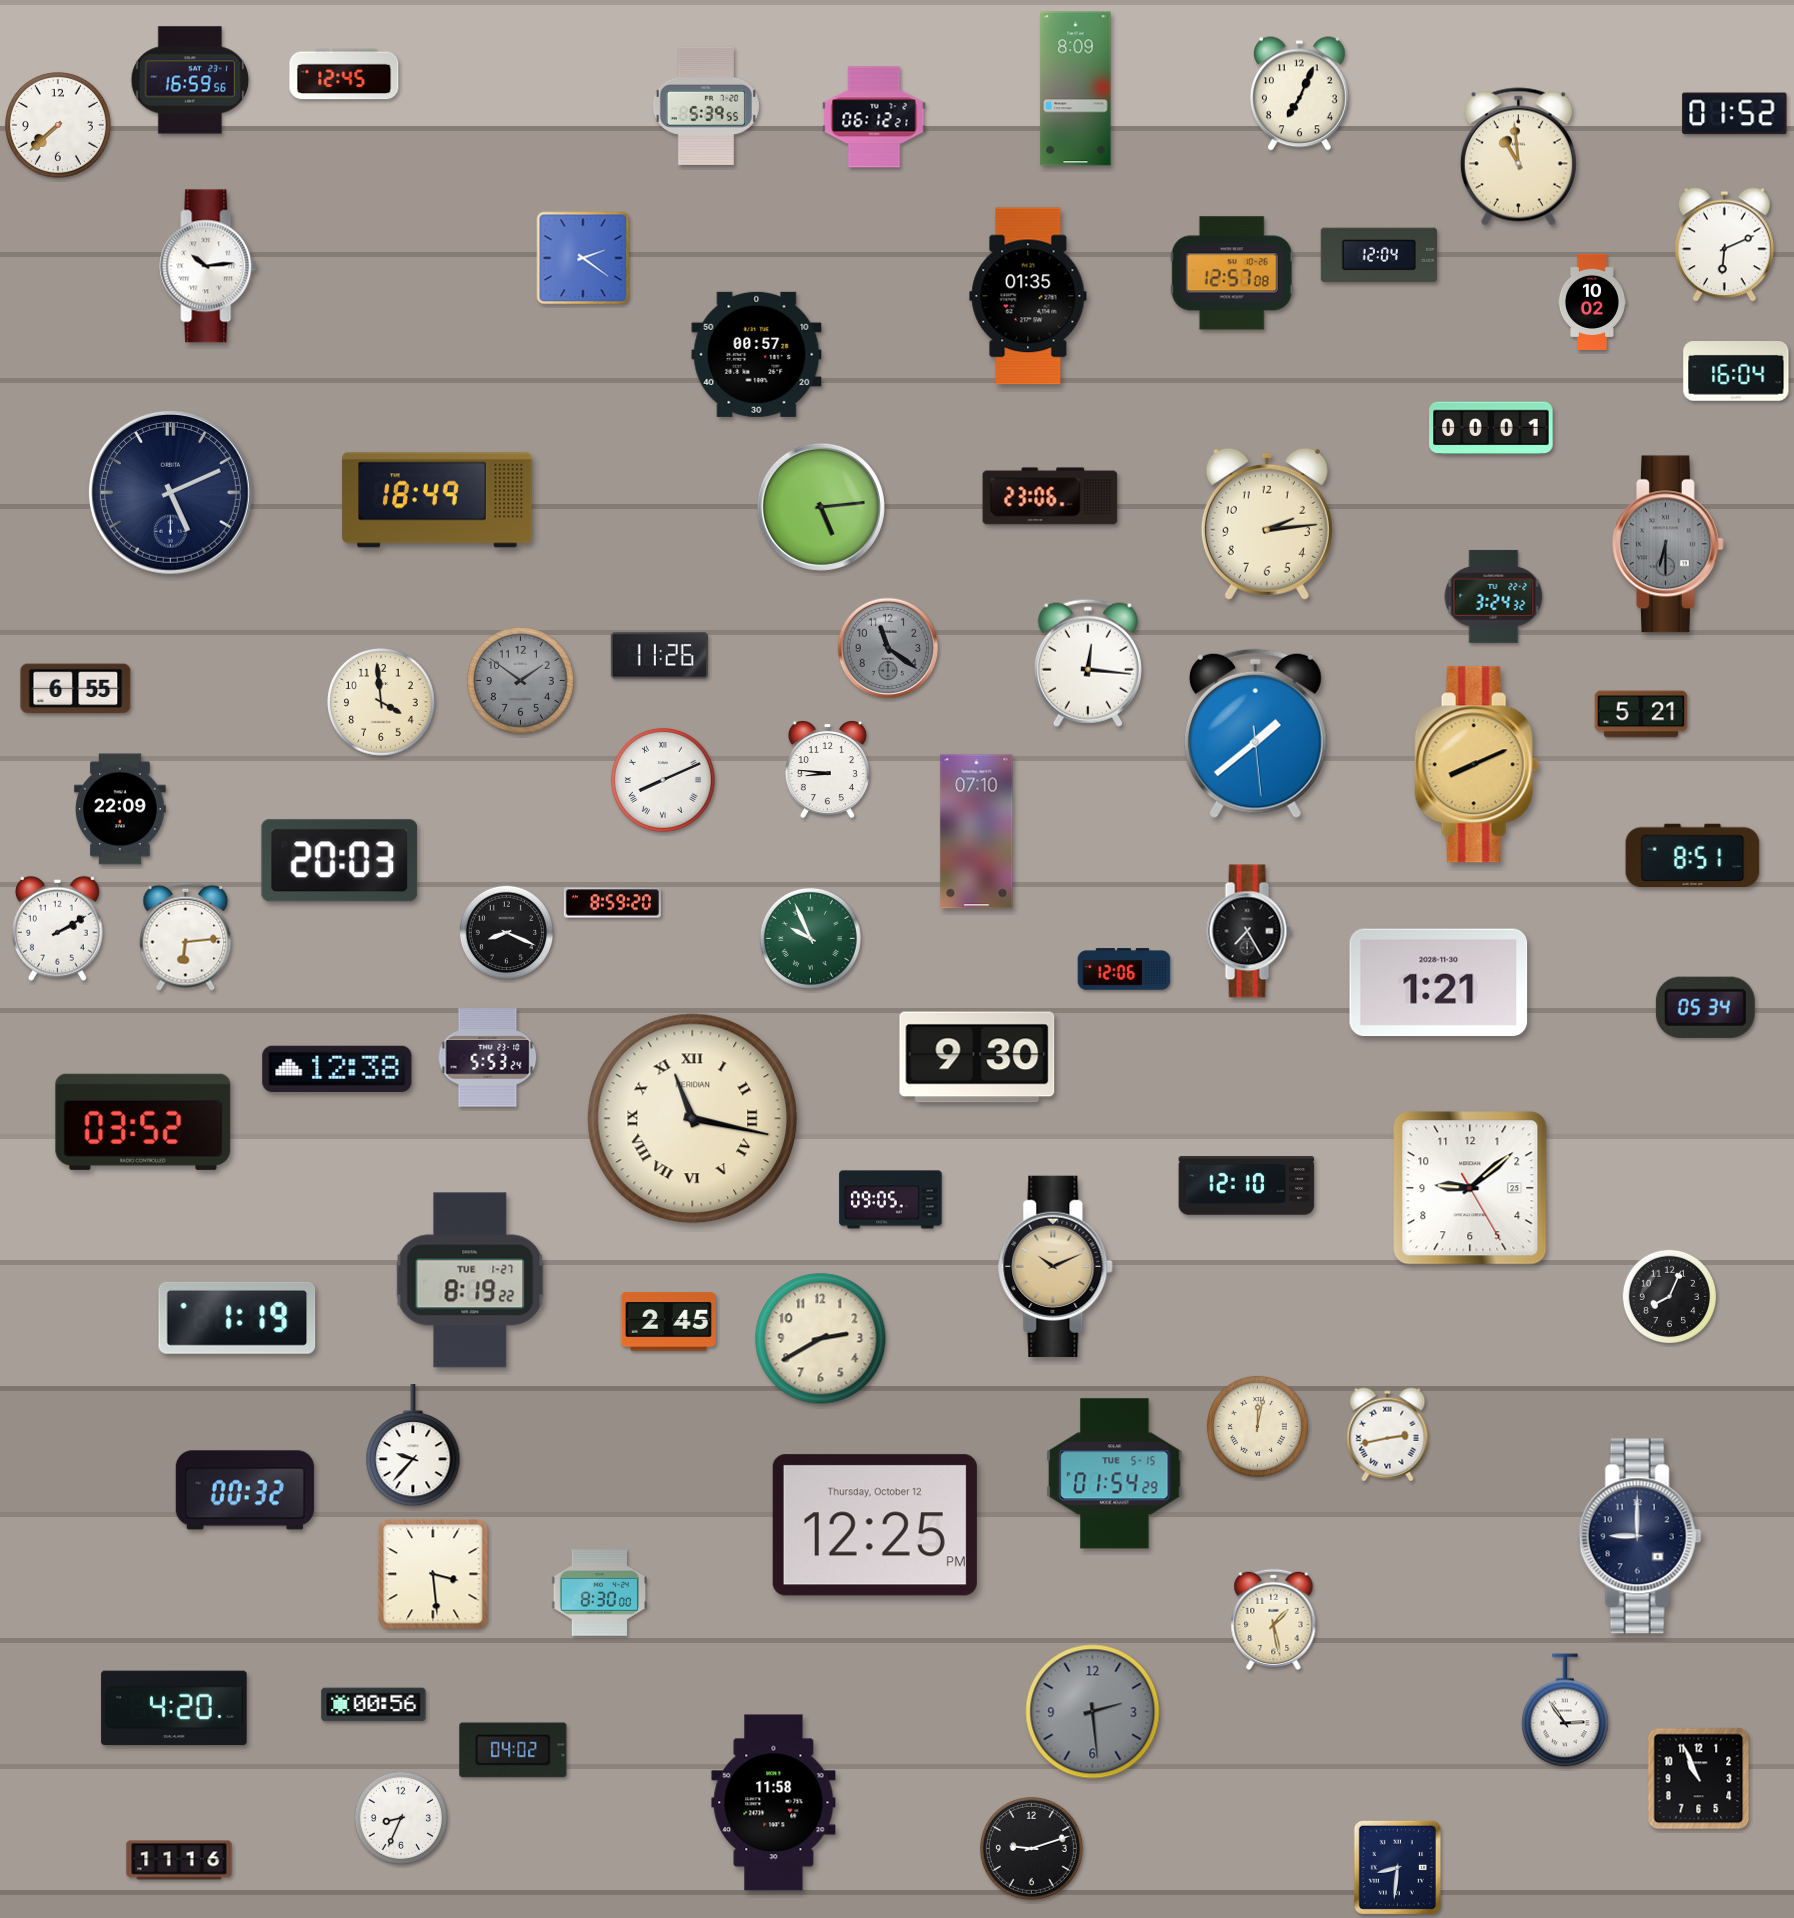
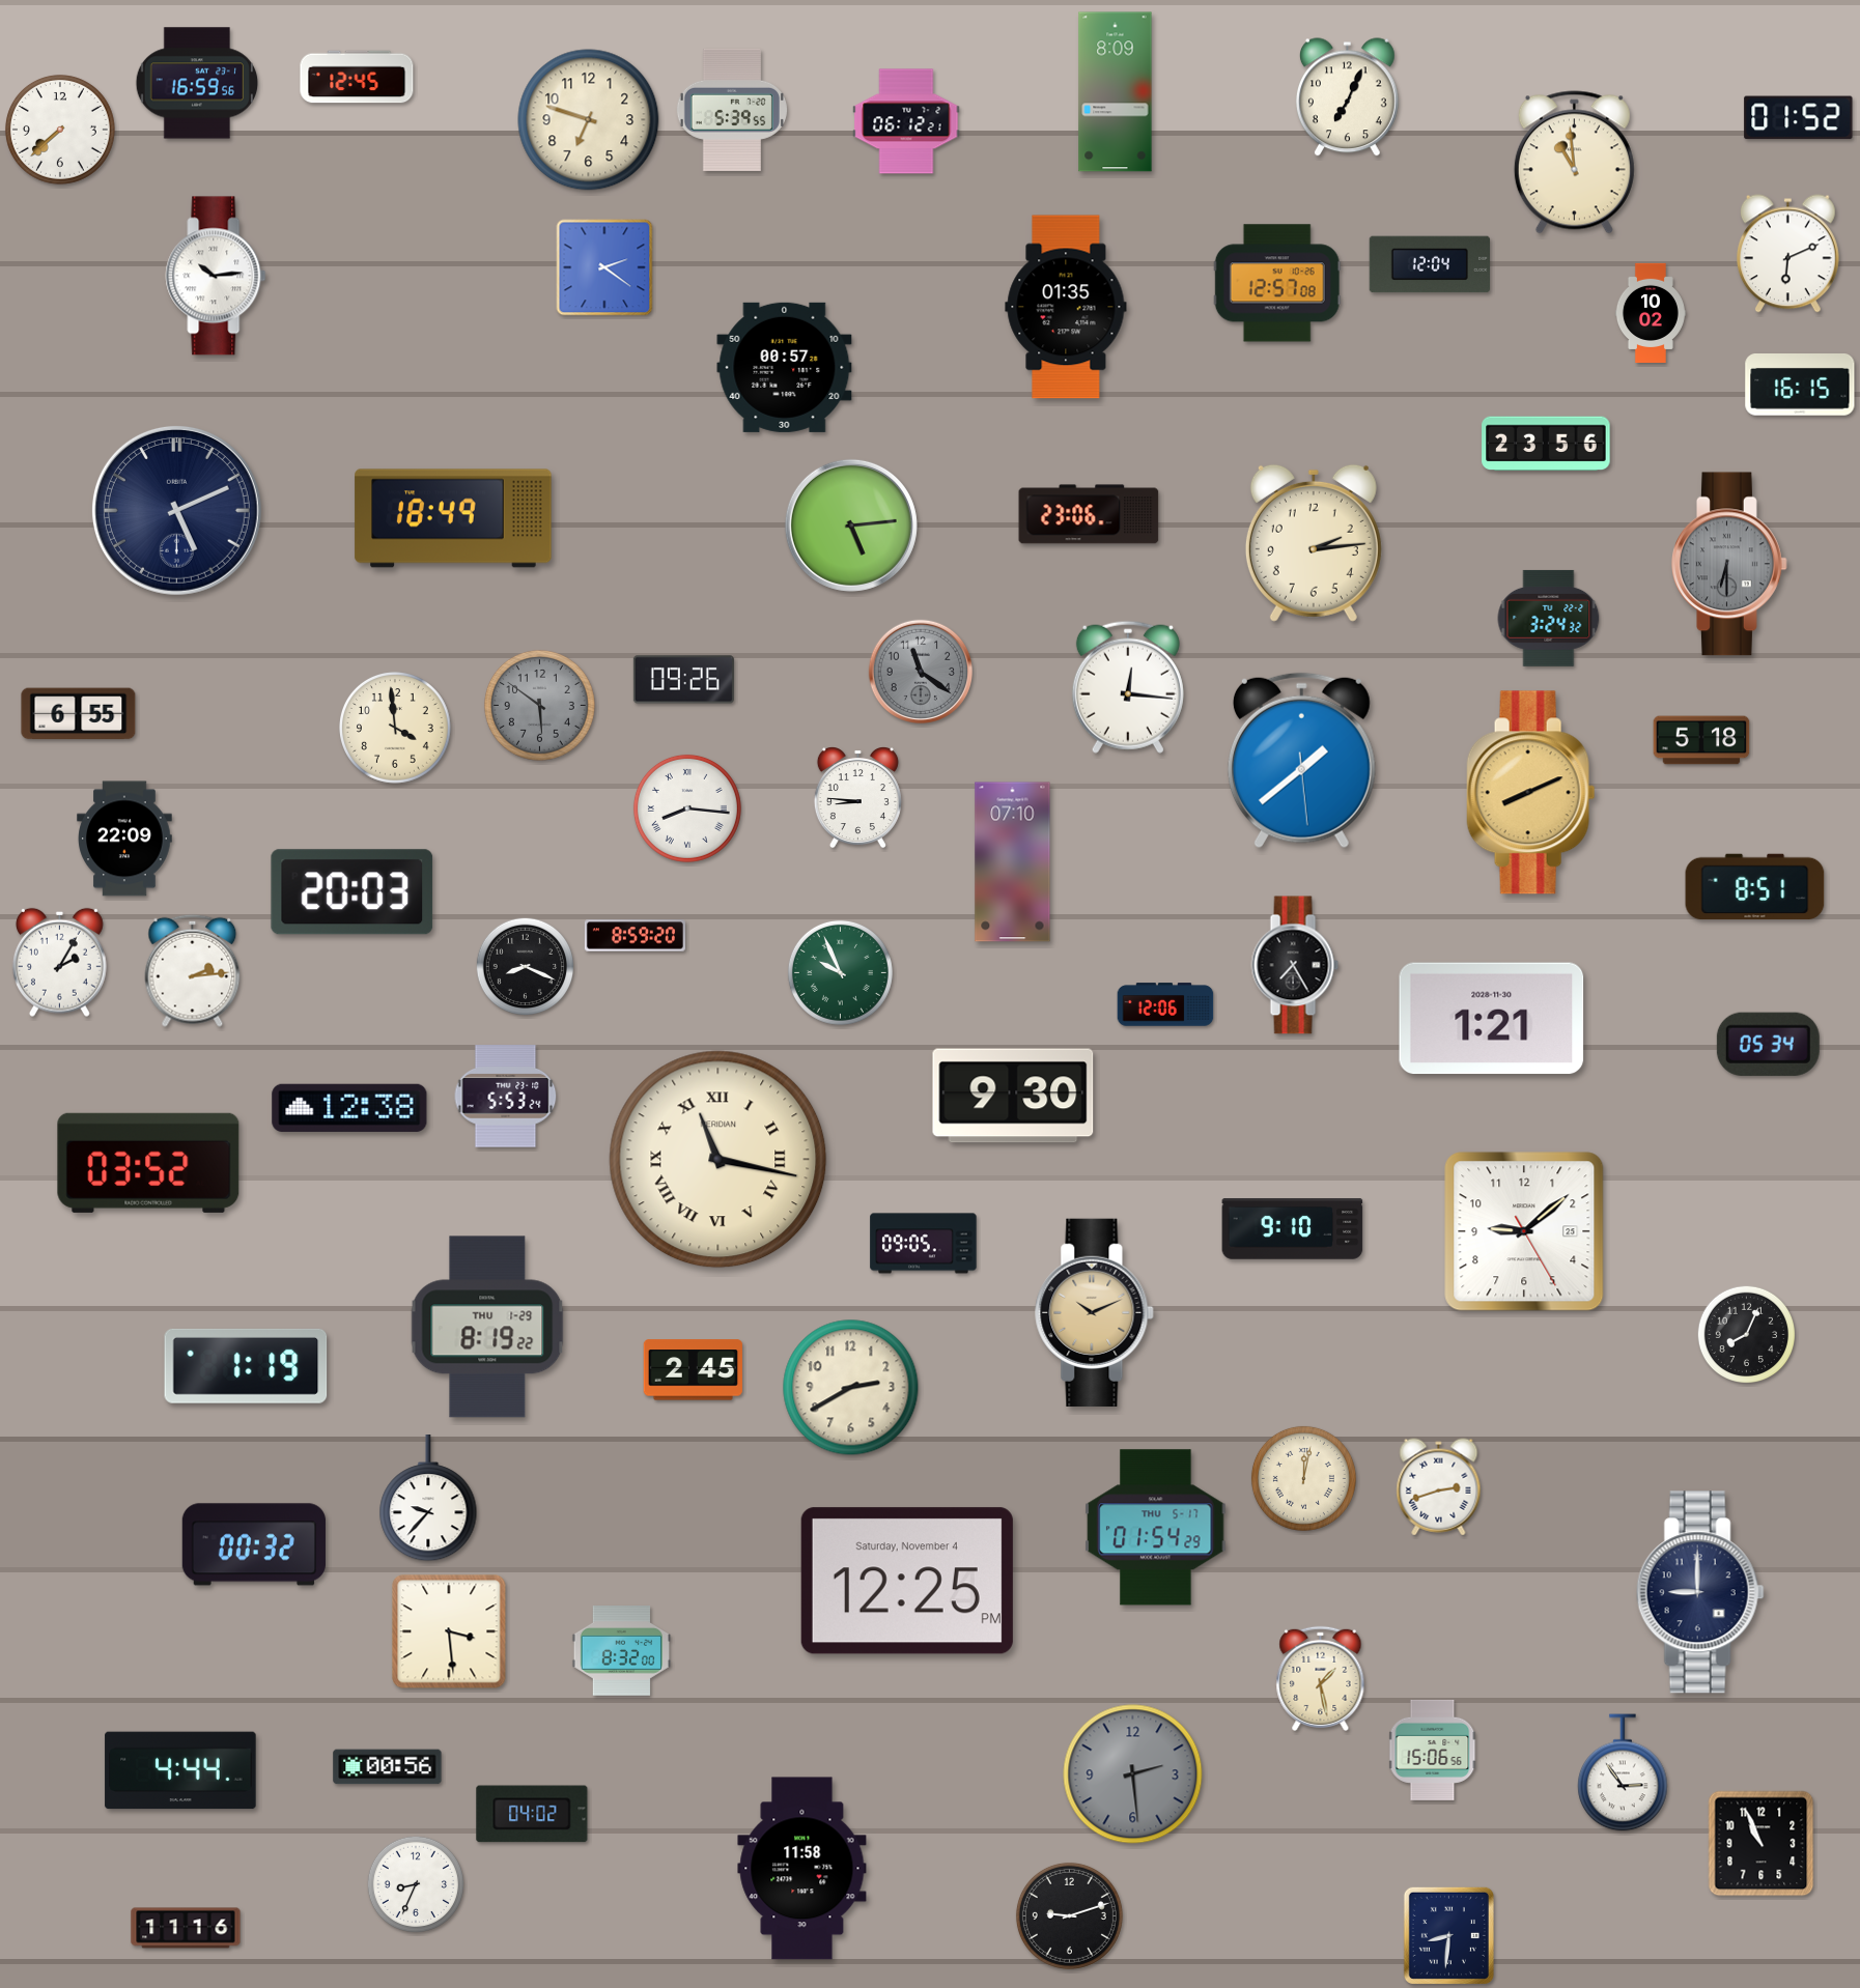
clock at (589, 120): none -> 6:48
clock at (1736, 372): 16:04 -> 16:15
clock at (1491, 428): 00:01 -> 23:56
clock at (659, 656): 11:26 -> 09:26
clock at (520, 680): 1:51 -> 5:51
clock at (1641, 714): 5:21 -> 5:18
clock at (663, 780): 8:11 -> 8:16
clock at (57, 928): 2:10 -> 2:05
clock at (186, 936): 6:14 -> 2:14
clock at (1247, 1186): 12:10 -> 9:10
clock at (470, 1280) date: TUE 1-27 -> THU 1-29
clock at (1669, 1296) position: (1669, 1296) -> (1746, 1334)
clock at (1388, 1435): 2:43 -> 2:42
clock at (1115, 1474) date: TUE 5-15 -> THU 5-17
clock at (875, 1525) date: Thursday, October 12 -> Saturday, November 4
clock at (599, 1593): 8:30 -> 8:32
clock at (1433, 1750): none -> 15:06
clock at (174, 1708): 4:20 -> 4:44
